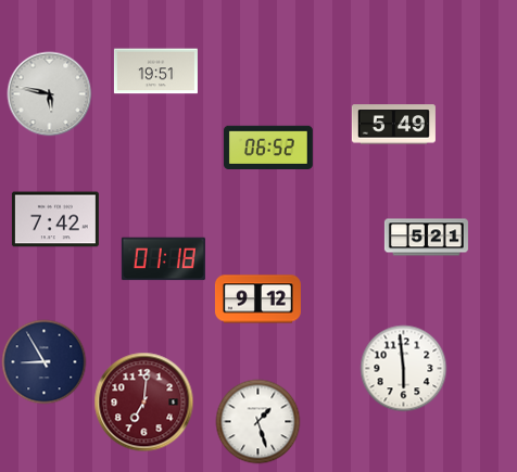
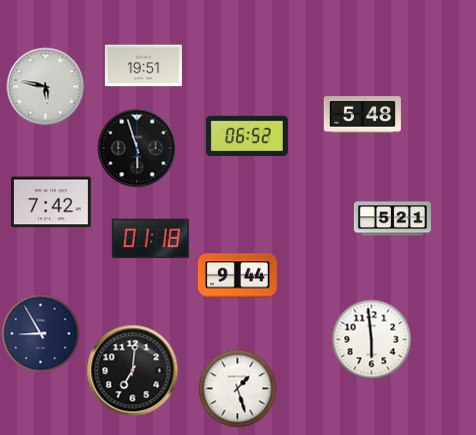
clock at (393, 125): 5:49 -> 5:48
clock at (137, 148): none -> 5:57
clock at (257, 299): 9:12 -> 9:44
clock at (143, 401) dial: burgundy -> black
